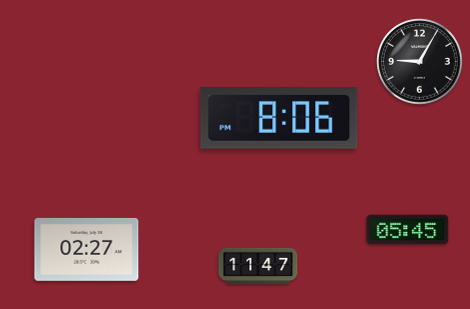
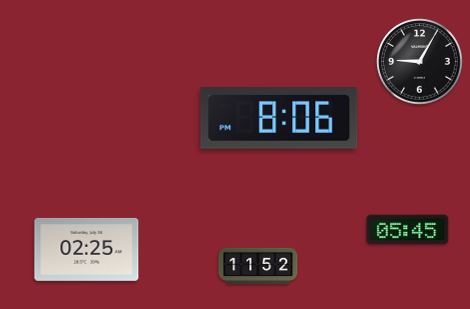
clock at (87, 249): 02:27 -> 02:25
clock at (258, 266): 11:47 -> 11:52
